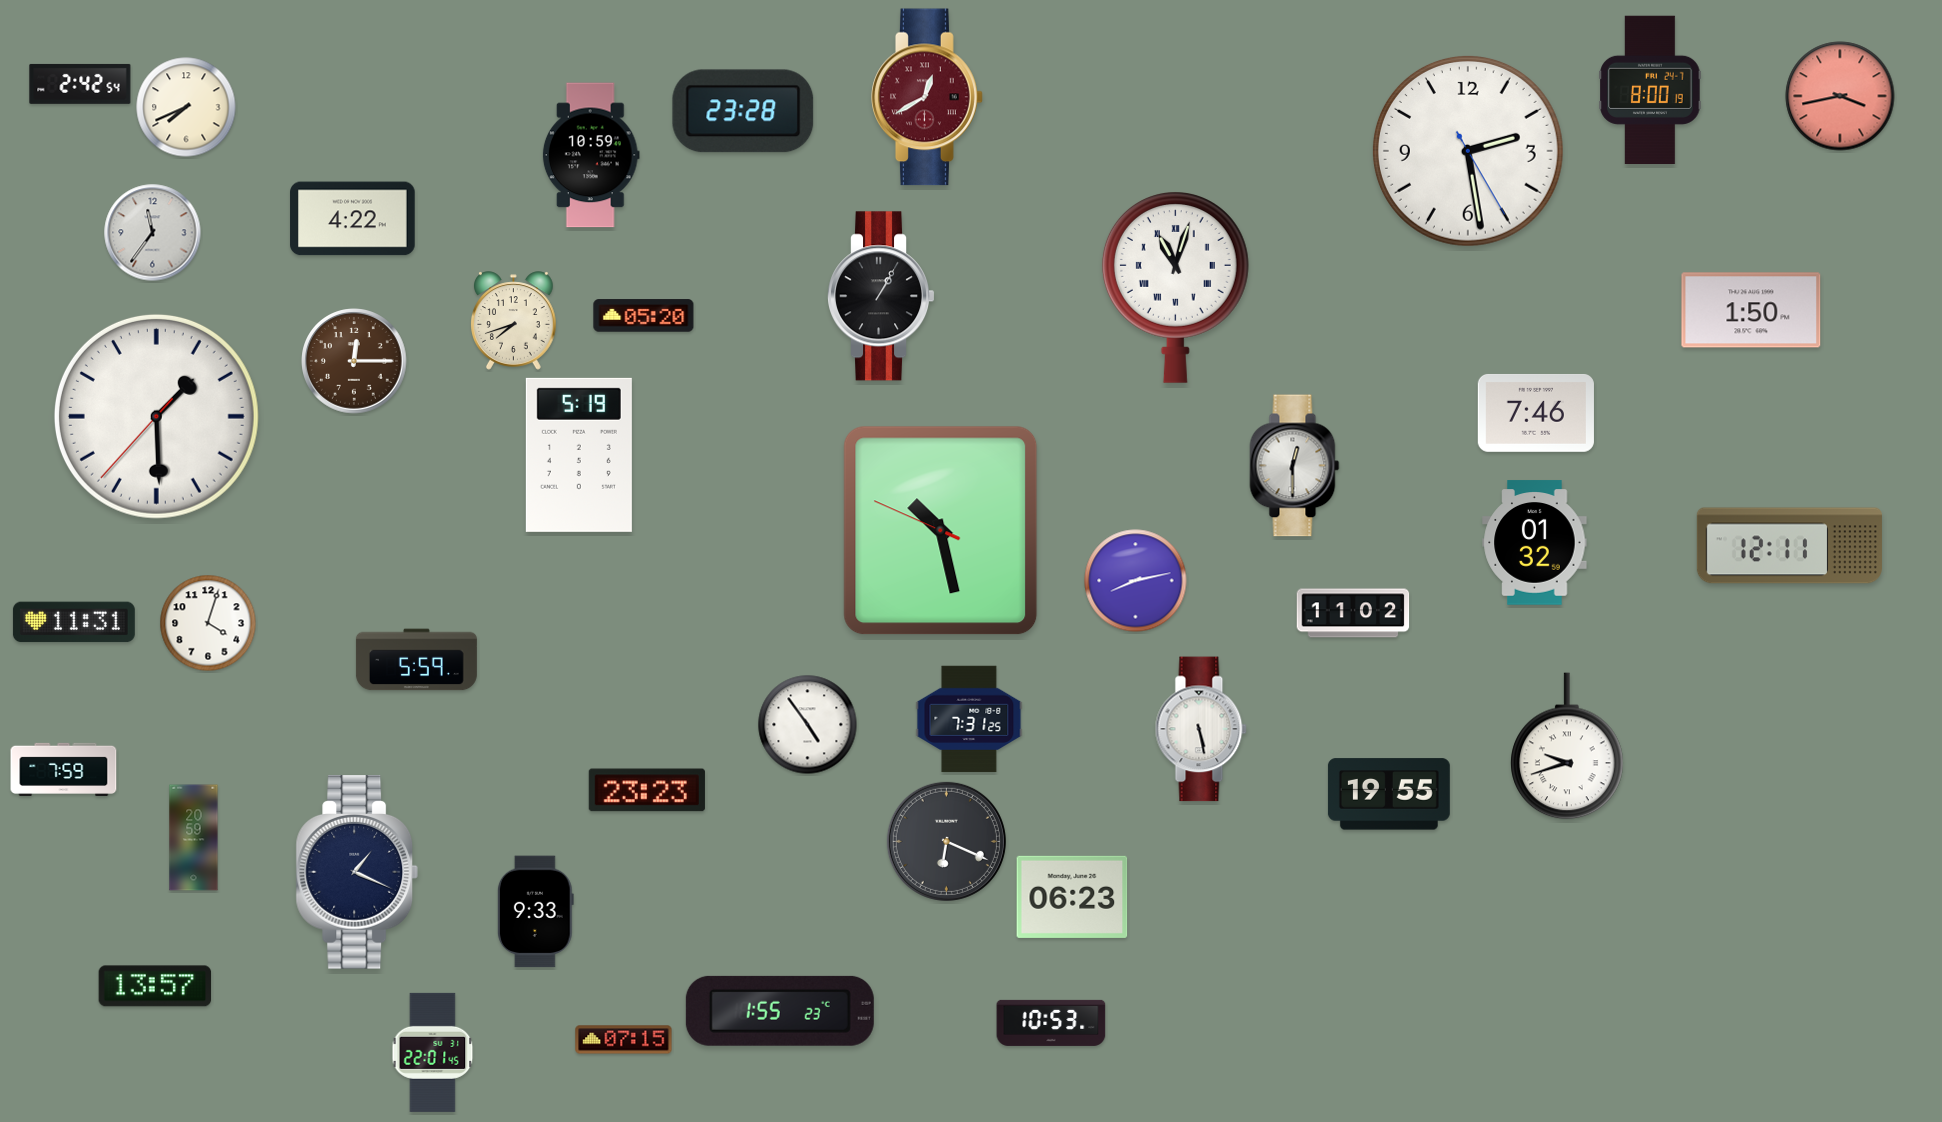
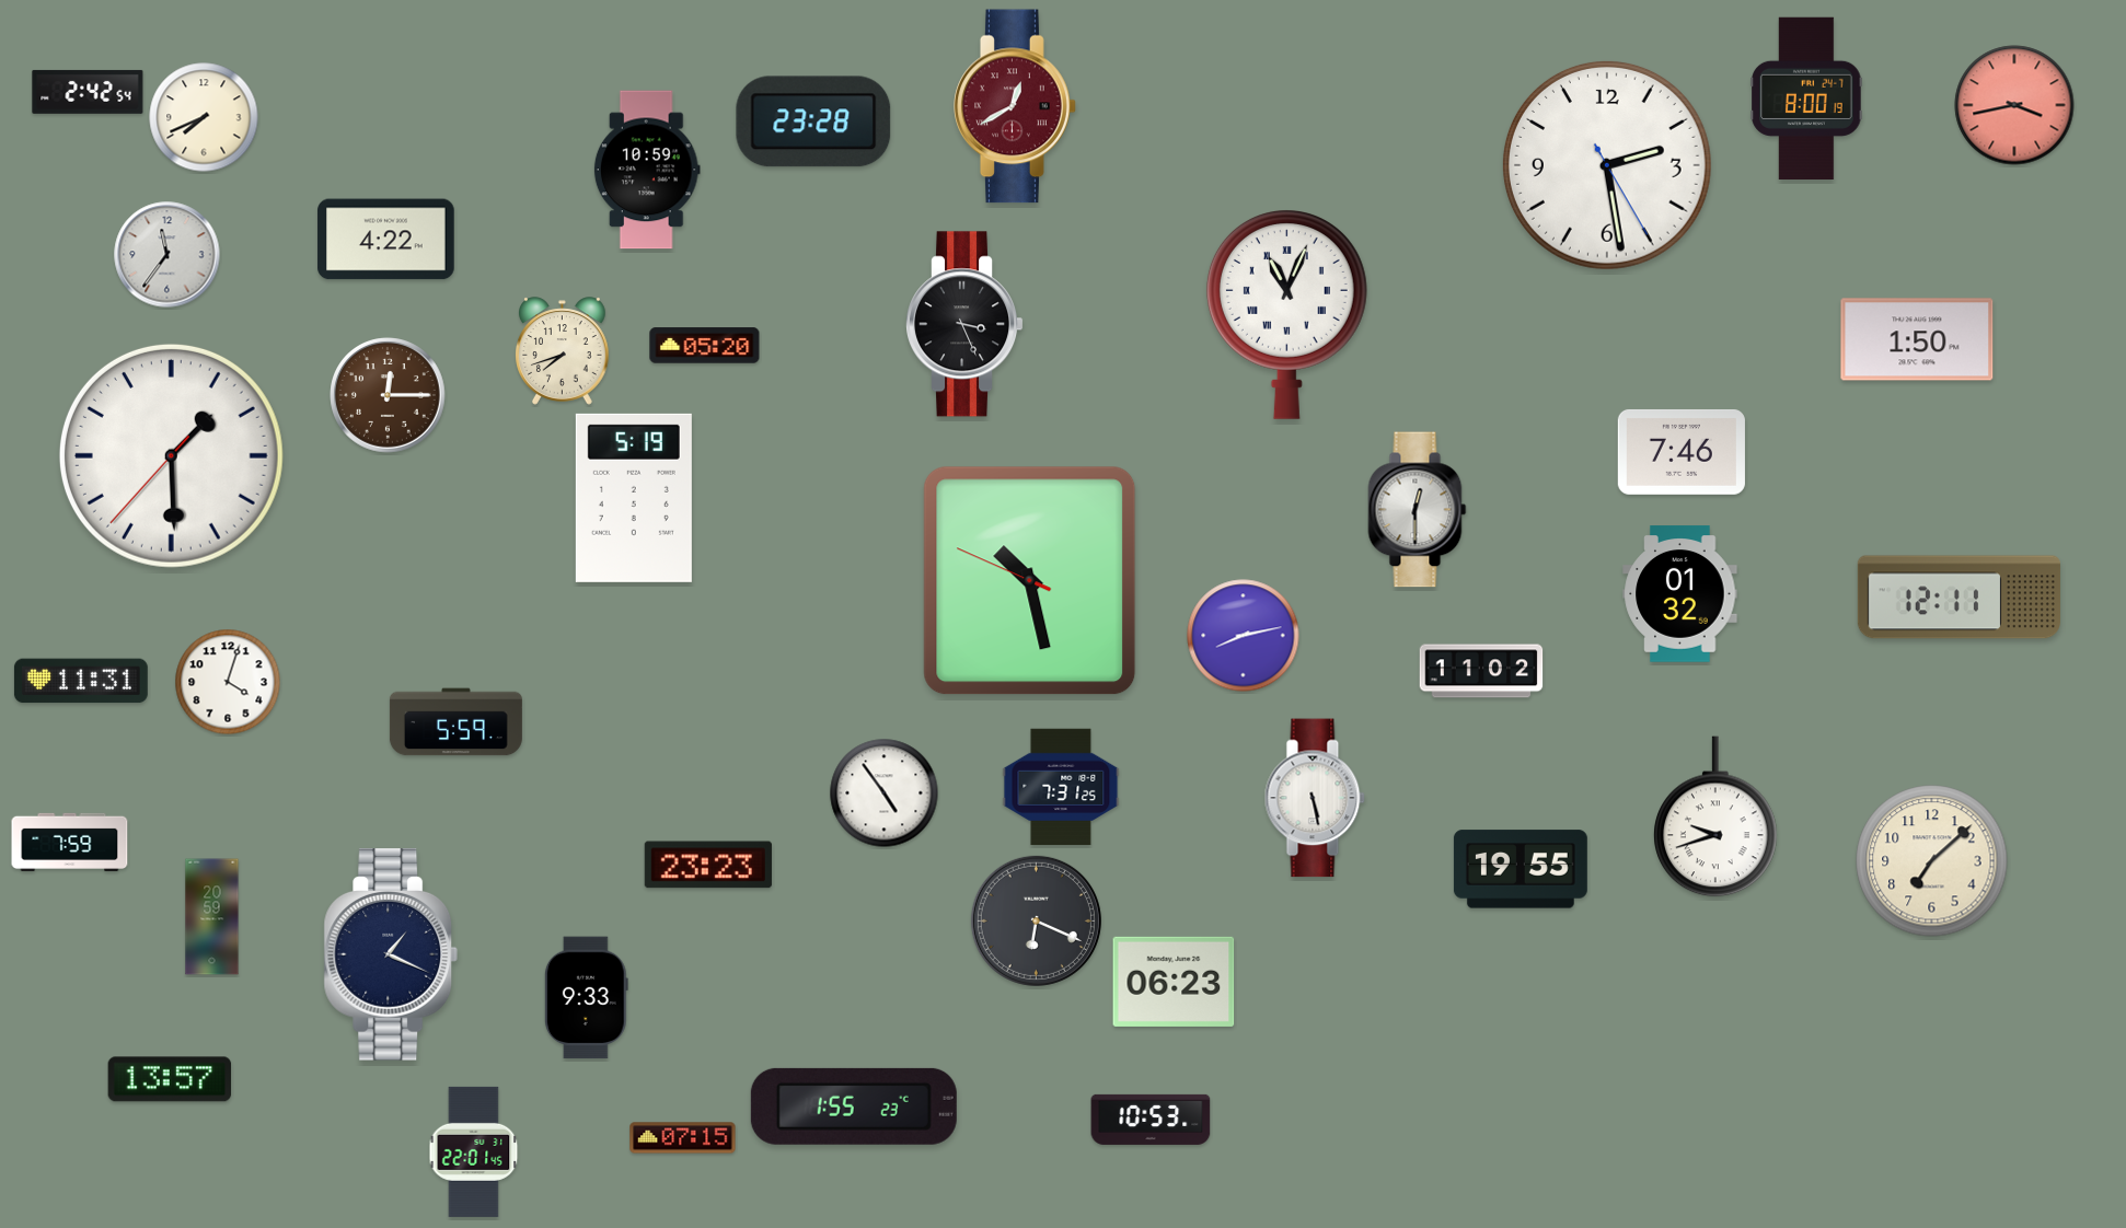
clock at (1175, 287): 11:03 -> 11:04
clock at (882, 296): 1:05 -> 3:26
clock at (1932, 861): none -> 7:08
